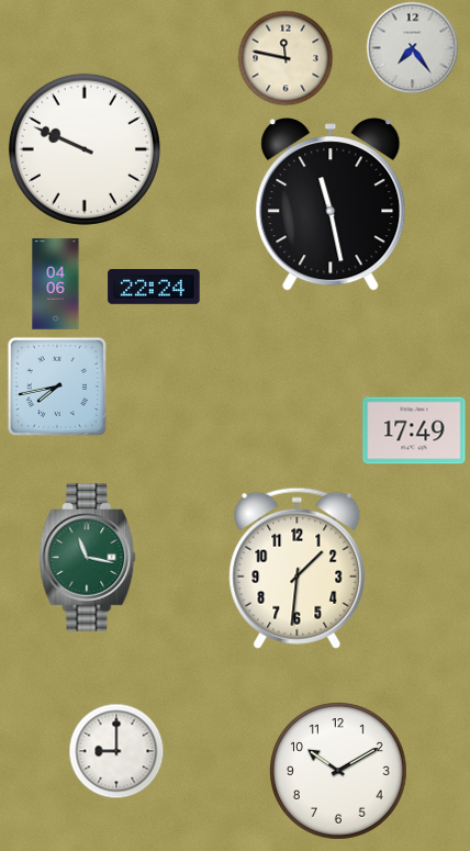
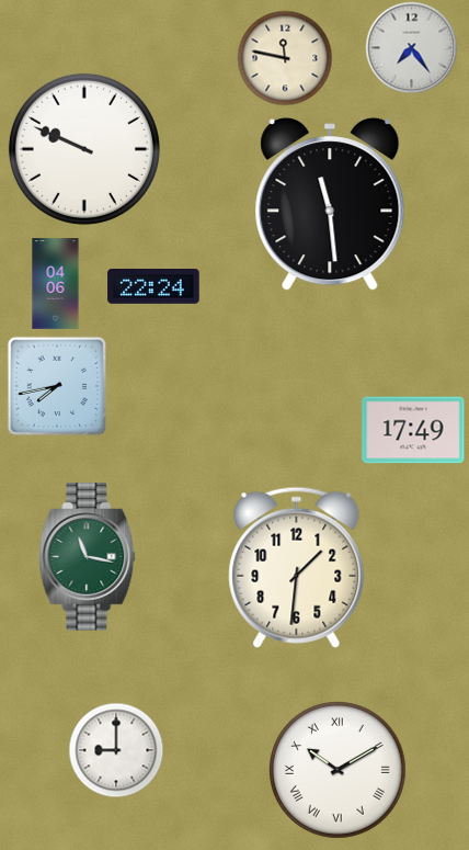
clock at (331, 205): 11:28 -> 11:29
clock at (339, 772) numerals: Arabic -> Roman
